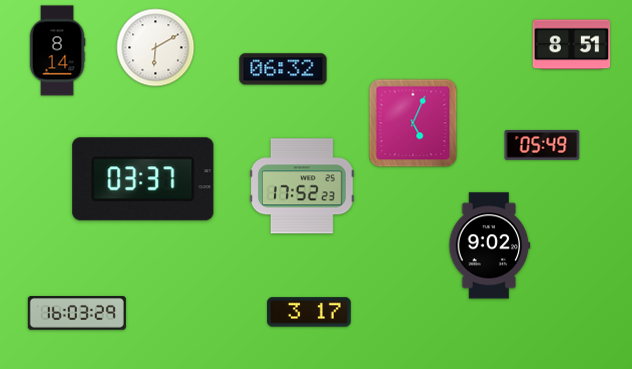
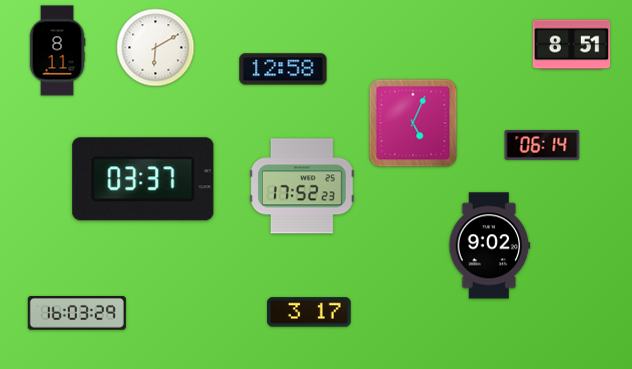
clock at (57, 51): 8:14 -> 8:11
clock at (283, 69): 06:32 -> 12:58
clock at (542, 146): 05:49 -> 06:14
